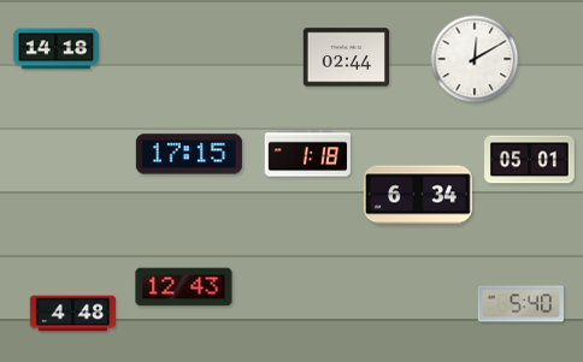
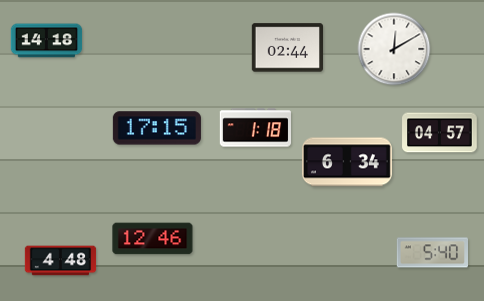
clock at (530, 160): 05:01 -> 04:57
clock at (184, 287): 12:43 -> 12:46
